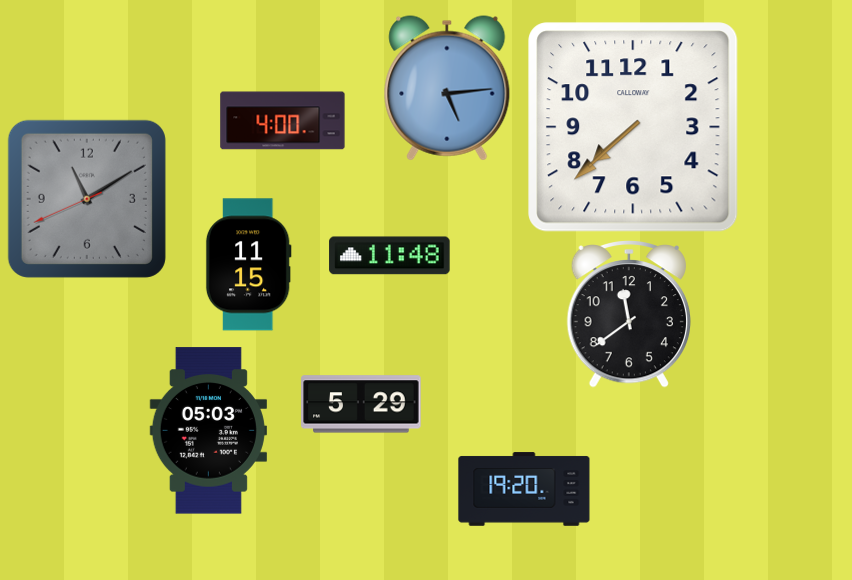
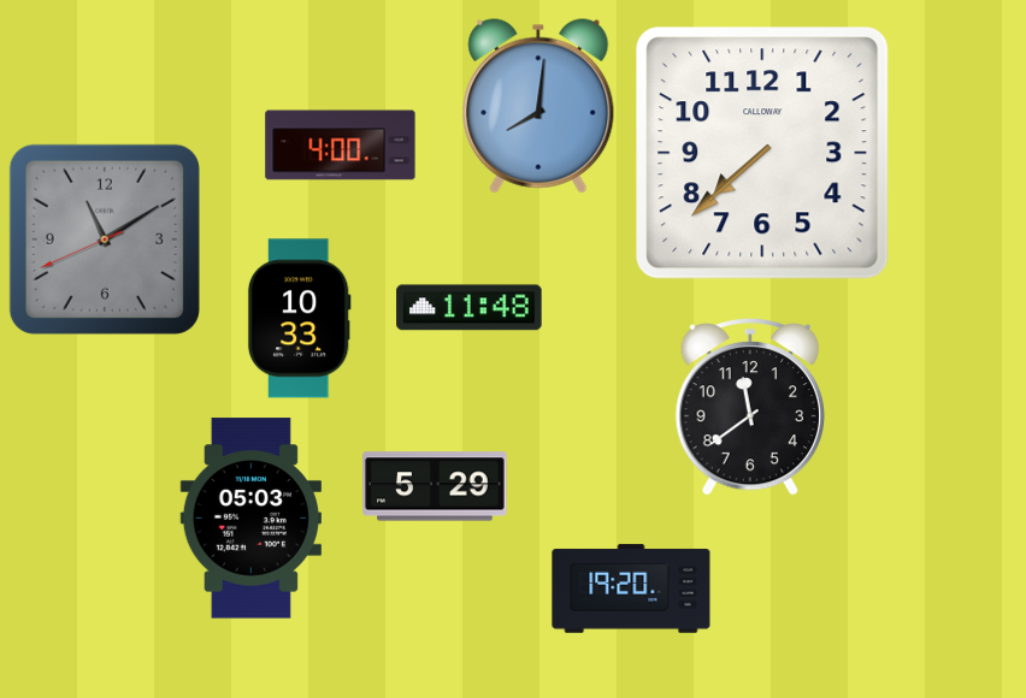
clock at (447, 88): 5:14 -> 8:01
clock at (248, 265): 11:15 -> 10:33
clock at (628, 314) position: (628, 314) -> (749, 407)
